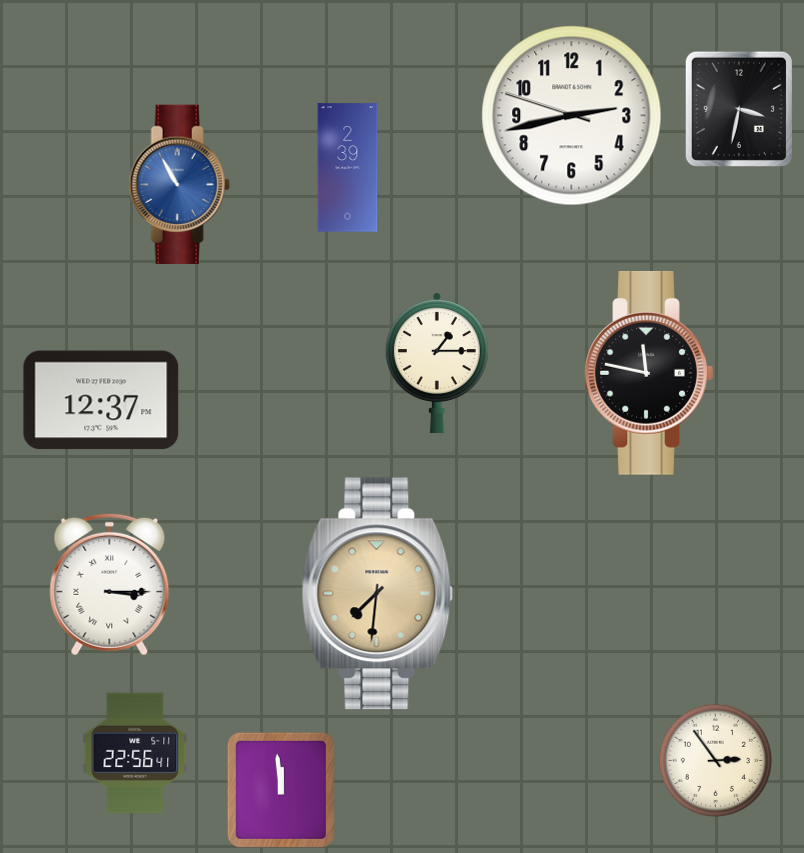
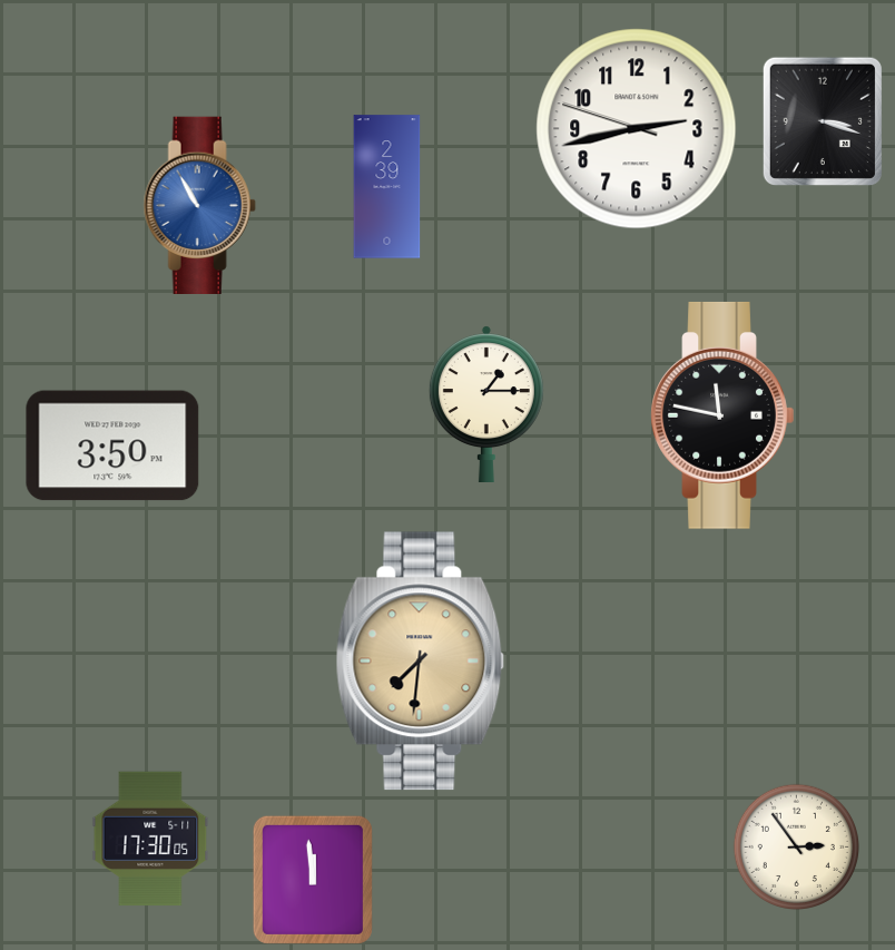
clock at (739, 109): 3:32 -> 3:18
clock at (101, 400): 12:37 -> 3:50
clock at (110, 584): 3:15 -> none
clock at (135, 753): 22:56 -> 17:30
